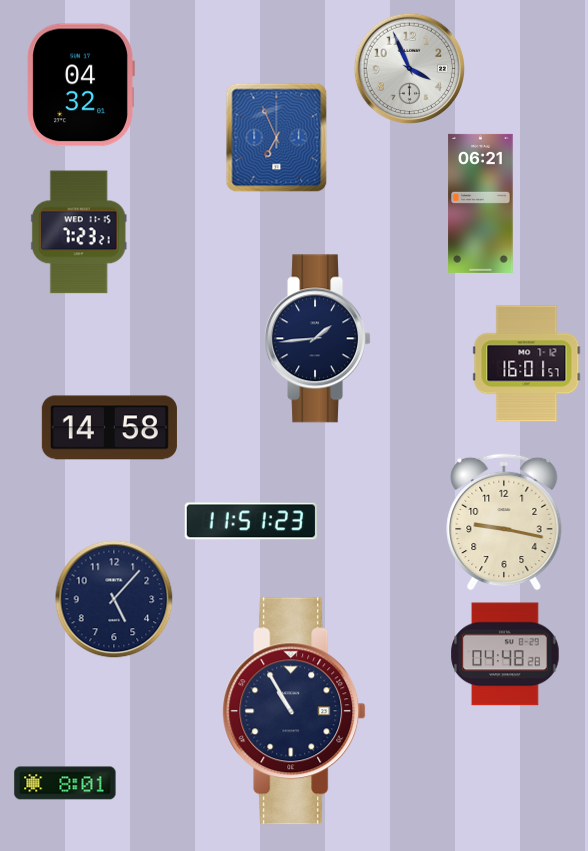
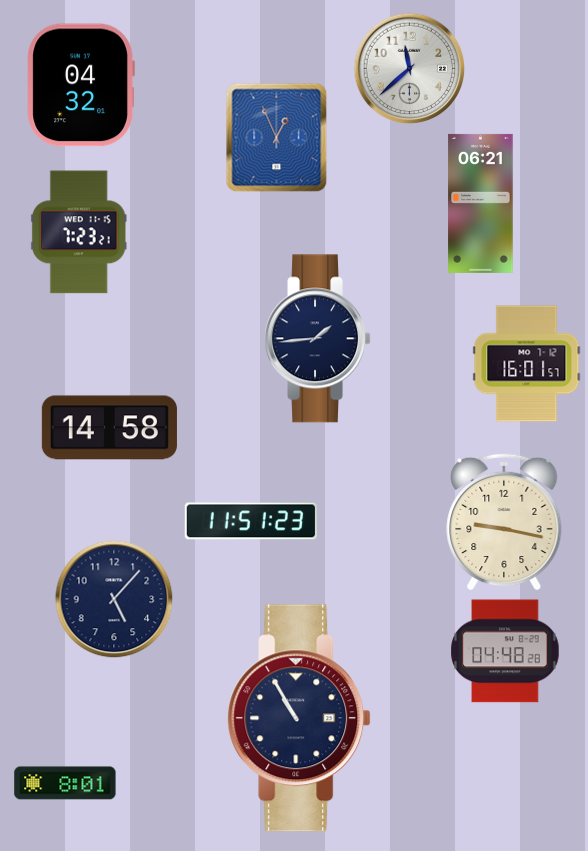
clock at (409, 68): 3:56 -> 11:38
clock at (277, 137): 6:56 -> 12:56
clock at (505, 654) position: (505, 654) -> (505, 651)
clock at (294, 711) position: (294, 711) -> (299, 718)
